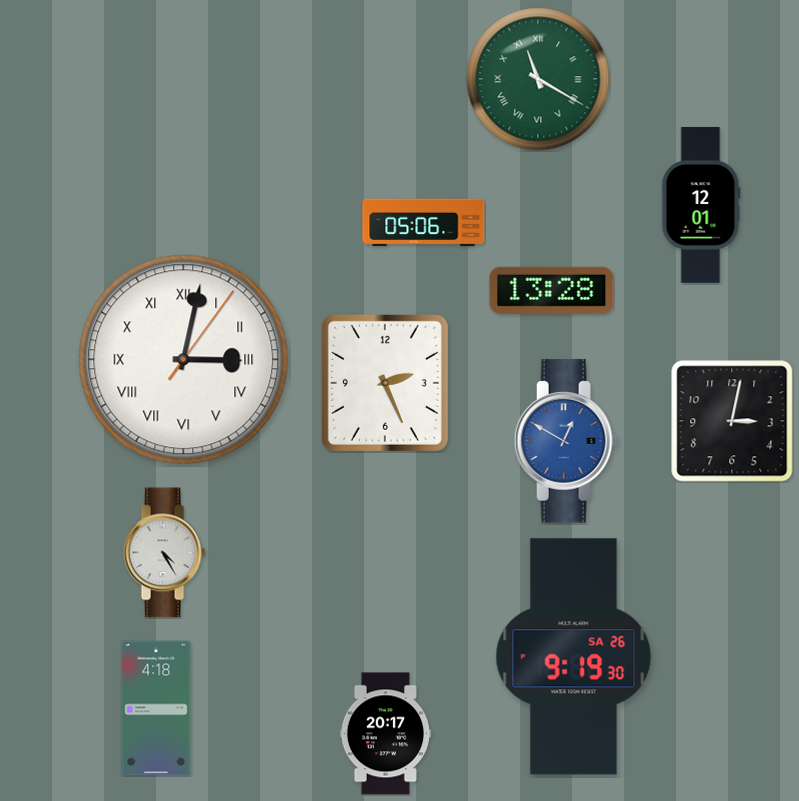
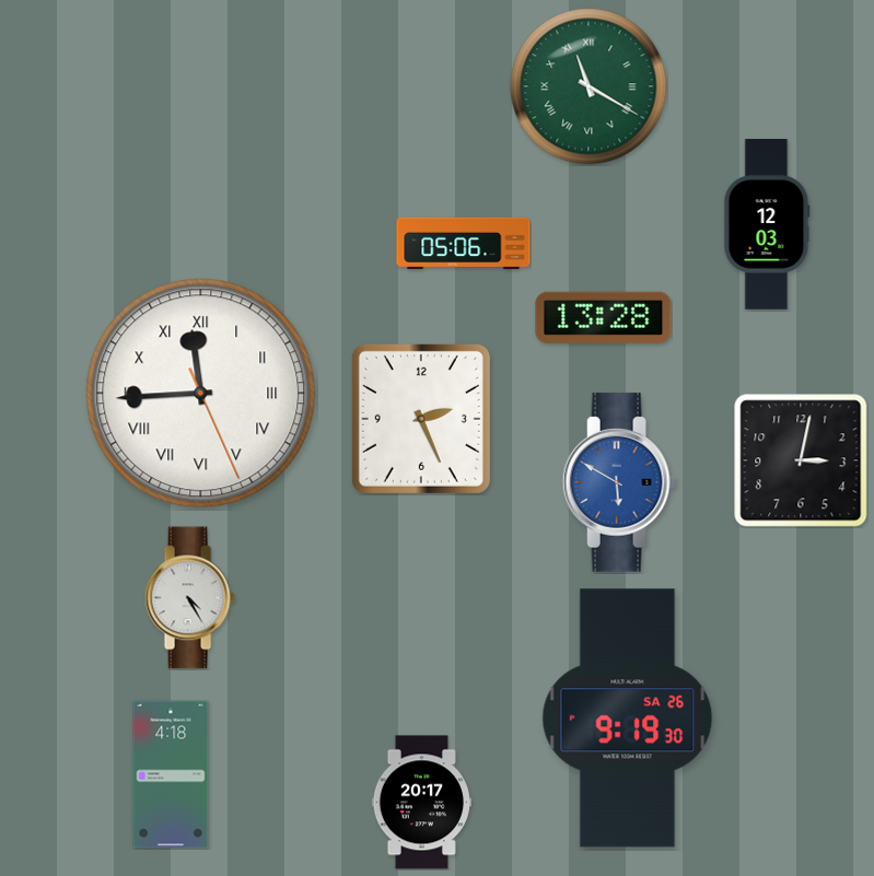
clock at (701, 206): 12:01 -> 12:03
clock at (184, 360): 3:02 -> 11:44
clock at (566, 441): 12:50 -> 5:50
clock at (164, 553) position: (164, 553) -> (189, 598)
